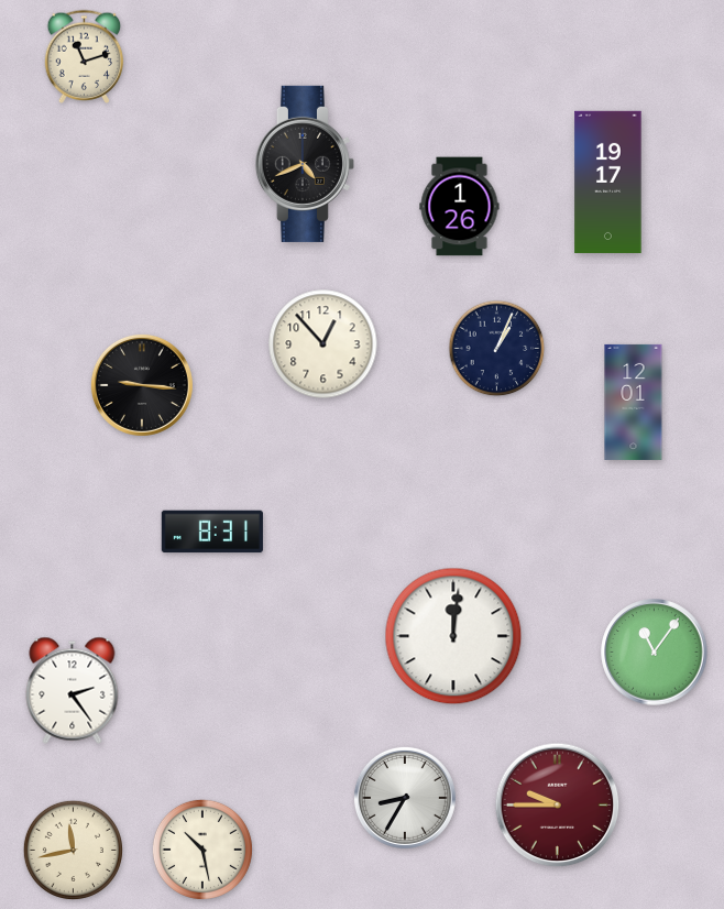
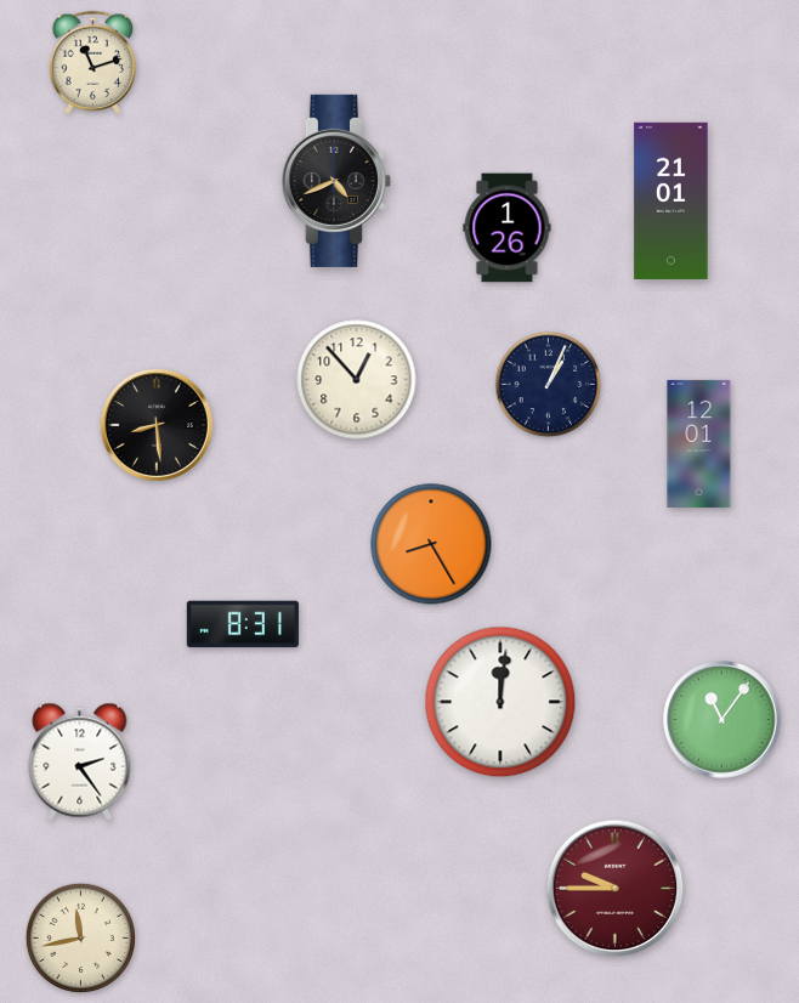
clock at (608, 182): 19:17 -> 21:01
clock at (142, 385): 9:16 -> 8:29
clock at (431, 544): none -> 8:25
clock at (212, 532) position: (212, 532) -> (243, 624)
clock at (405, 798): 8:35 -> none
clock at (202, 850): 10:28 -> none
